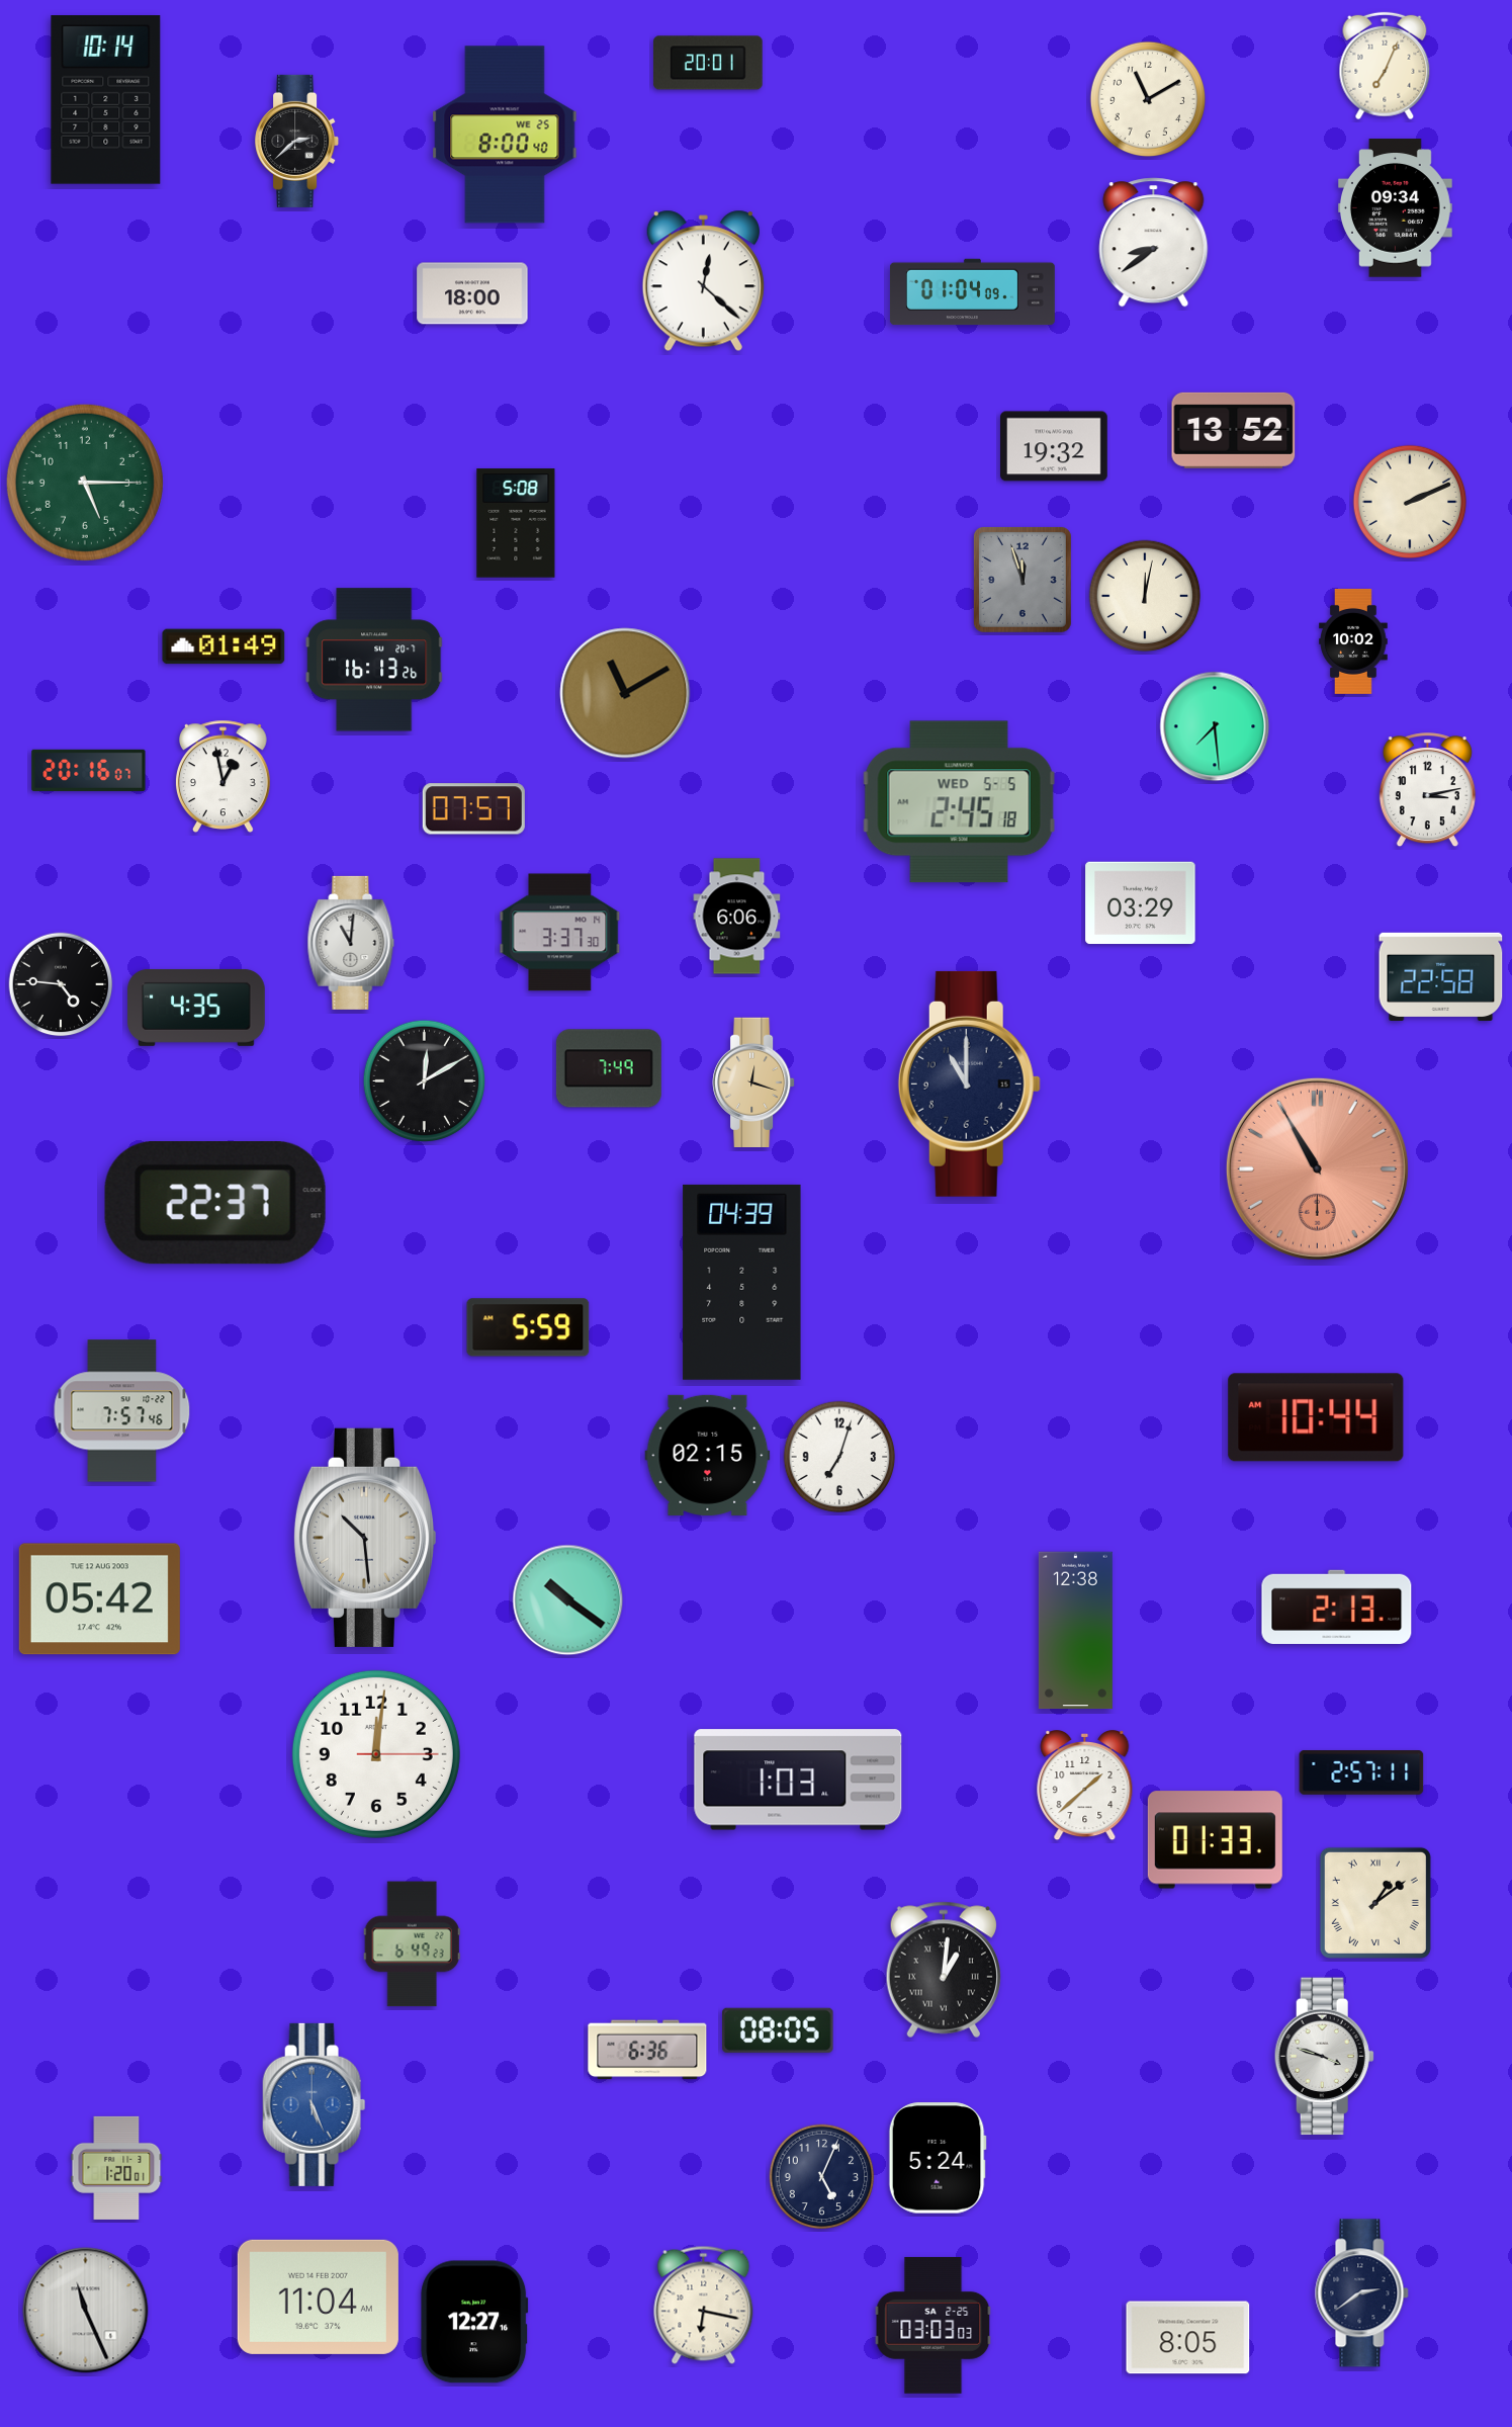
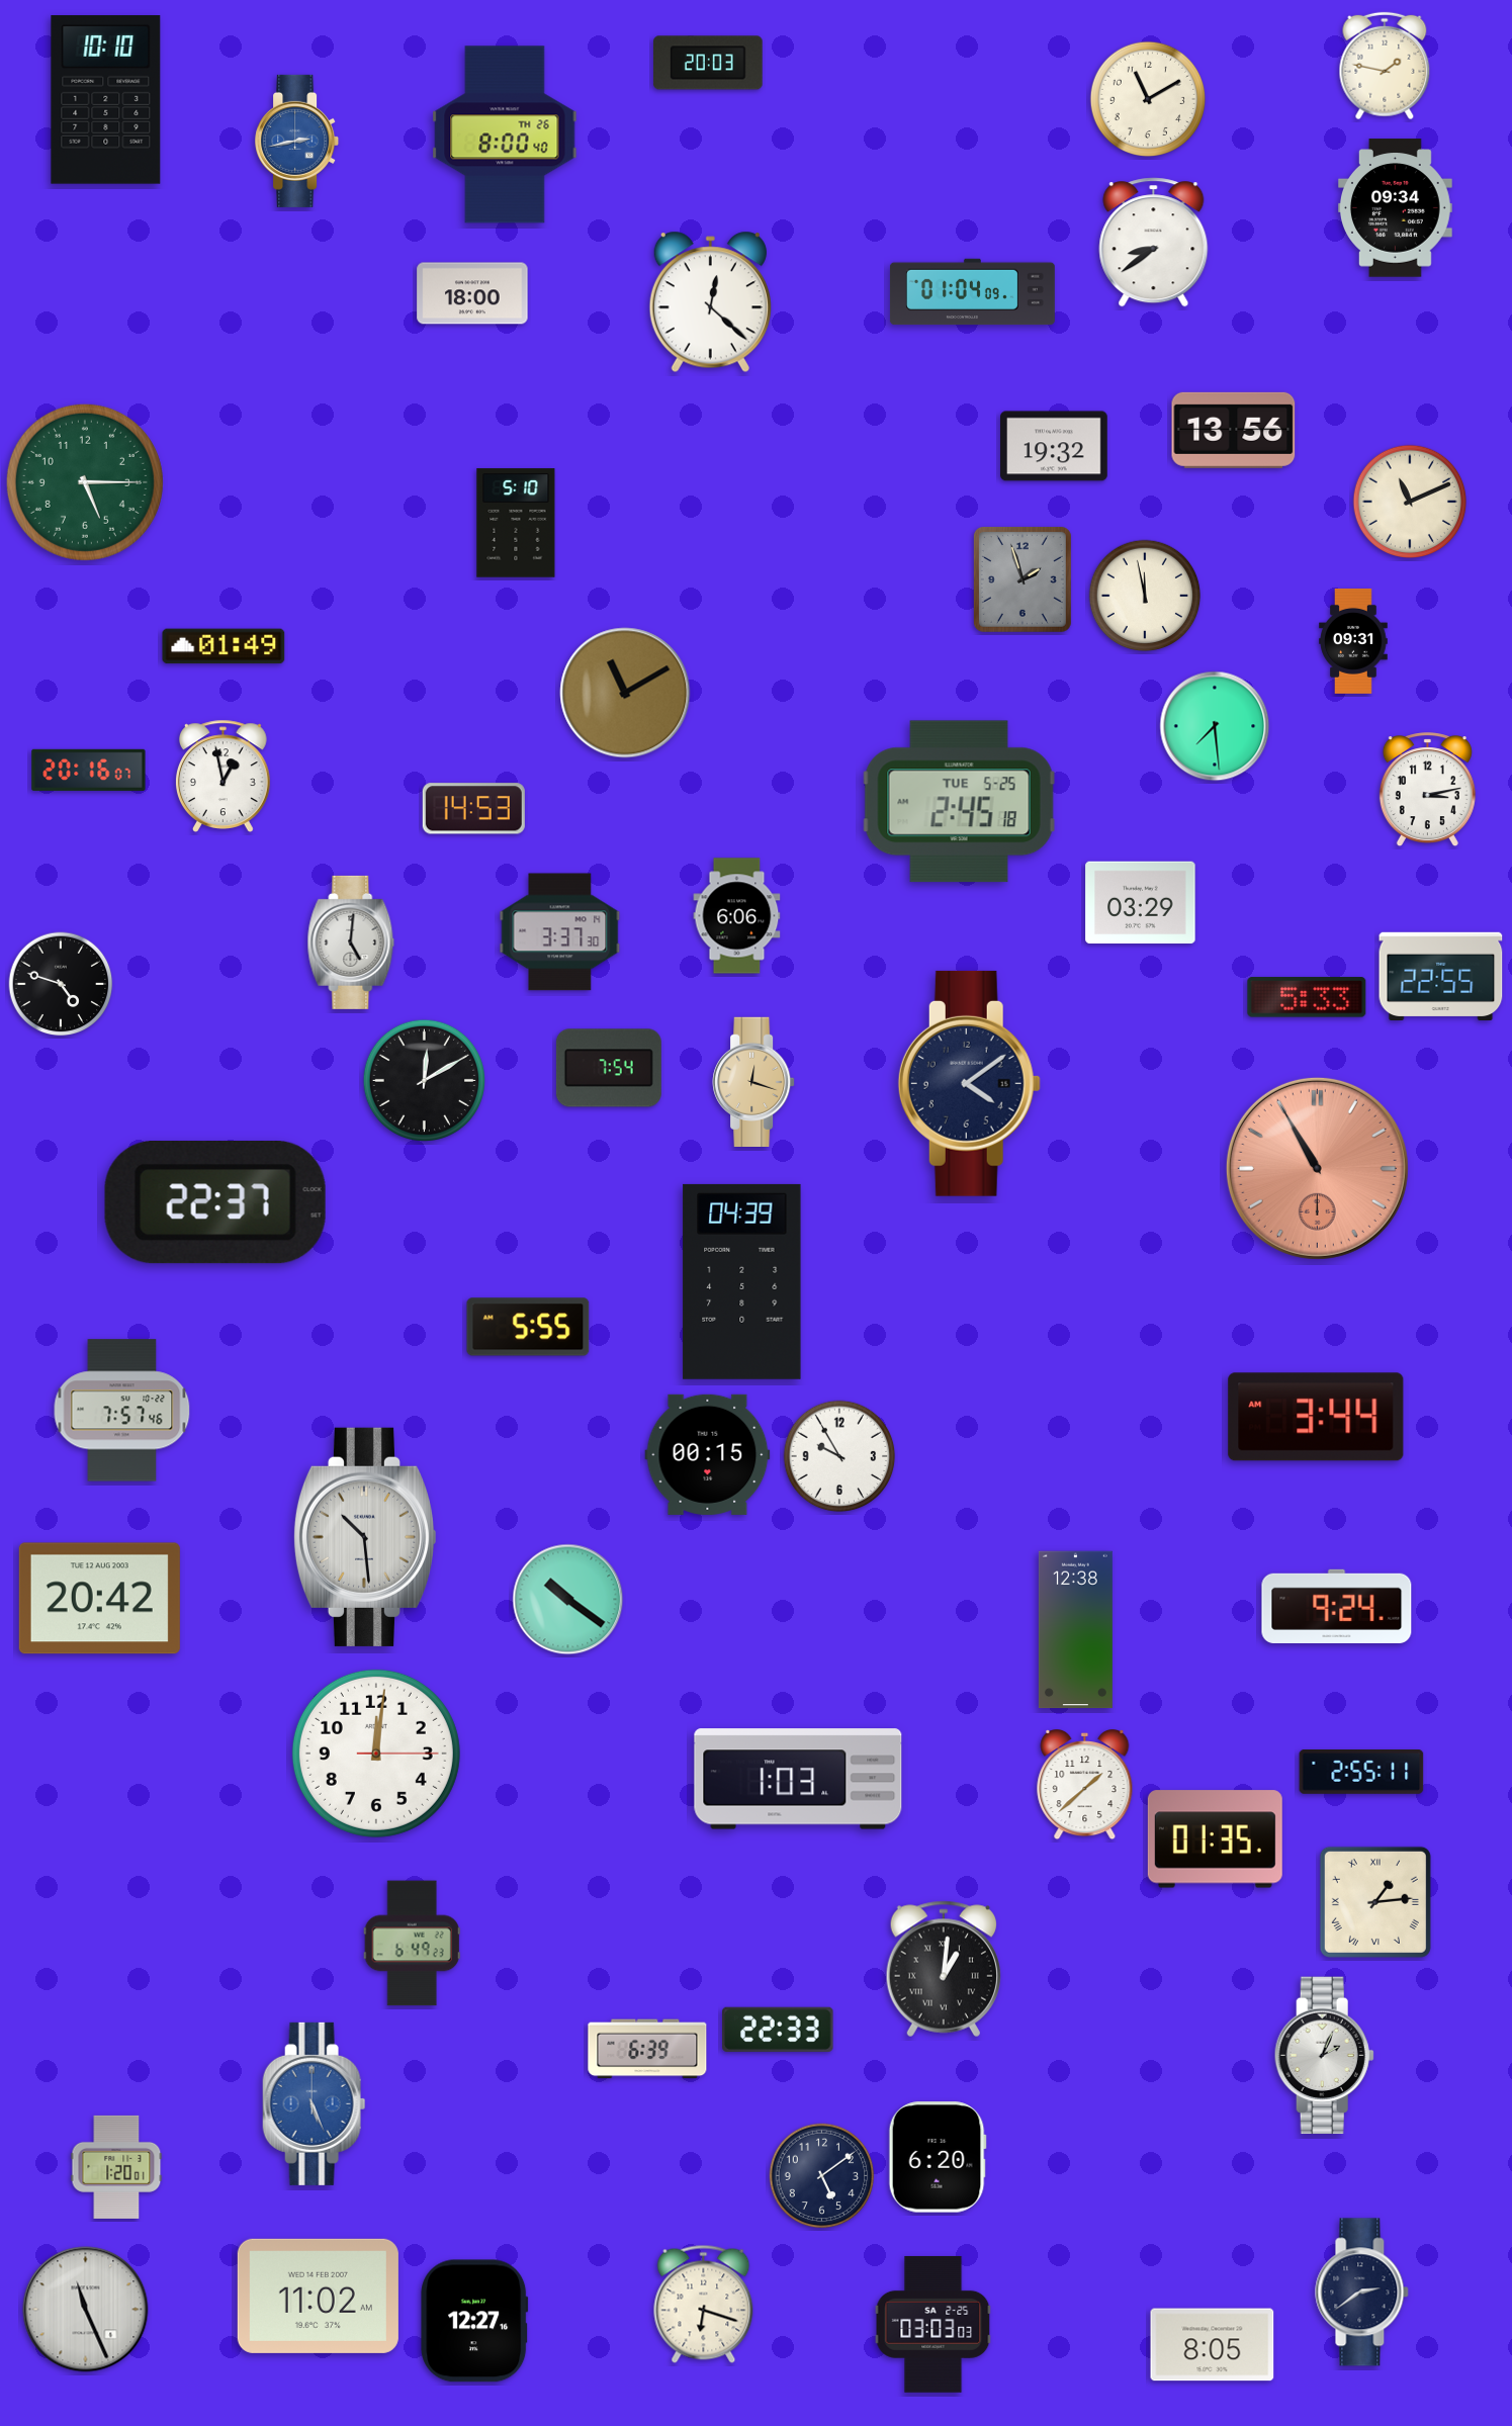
clock at (708, 63): 20:01 -> 20:03
clock at (1385, 66): 7:04 -> 1:47
clock at (106, 100): 10:14 -> 10:10
clock at (505, 135) date: WE 25 -> TH 26
clock at (297, 141): 2:38 -> 2:43
clock at (297, 141) dial: black -> blue
clock at (703, 281) position: (703, 281) -> (710, 302)
clock at (1234, 430): 13:52 -> 13:56
clock at (1410, 502): 2:11 -> 11:11
clock at (516, 523): 5:08 -> 5:10
clock at (1022, 580): 11:57 -> 1:57
clock at (1145, 596): 12:02 -> 11:58
clock at (1353, 641): 10:02 -> 09:31
clock at (374, 660): 16:13 -> none
clock at (960, 802) date: WED 5-5 -> TUE 5-25
clock at (473, 809): 07:57 -> 14:53
clock at (351, 943): 11:01 -> 5:01
clock at (1441, 976): 22:58 -> 22:55
clock at (61, 984): 4:46 -> 4:48
clock at (1307, 997): none -> 5:33
clock at (196, 1008): 4:35 -> none
clock at (609, 1068): 7:49 -> 7:54
clock at (969, 1084): 11:00 -> 4:09
clock at (528, 1327): 5:59 -> 5:55
clock at (1316, 1417): 10:44 -> 3:44
clock at (708, 1455): 02:15 -> 00:15
clock at (839, 1457): 7:03 -> 9:55
clock at (99, 1599): 05:42 -> 20:42
clock at (1337, 1607): 2:13 -> 9:24
clock at (1361, 1773): 2:57 -> 2:55
clock at (1215, 1840): 01:33 -> 01:35
clock at (1375, 1903): 1:09 -> 1:14
clock at (778, 2030): 08:05 -> 22:33
clock at (647, 2050): 6:36 -> 6:39
clock at (1324, 2057): 3:48 -> 2:04
clock at (938, 2158): 5:24 -> 6:20
clock at (822, 2177): 5:04 -> 5:09
clock at (318, 2296): 11:04 -> 11:02
clock at (704, 2305): 6:17 -> 6:18
clock at (1188, 2338) position: (1188, 2338) -> (1213, 2345)
